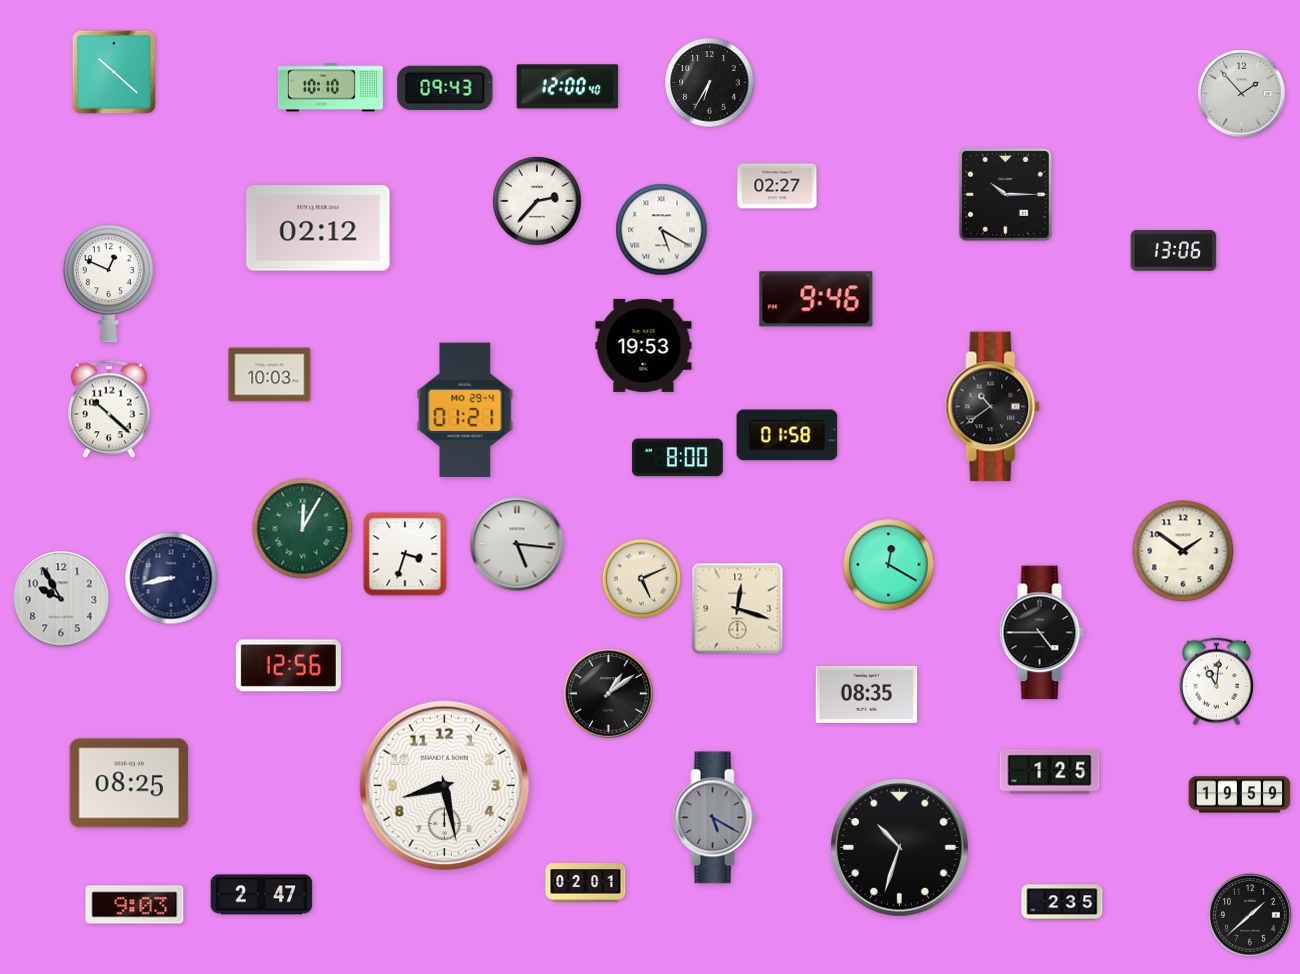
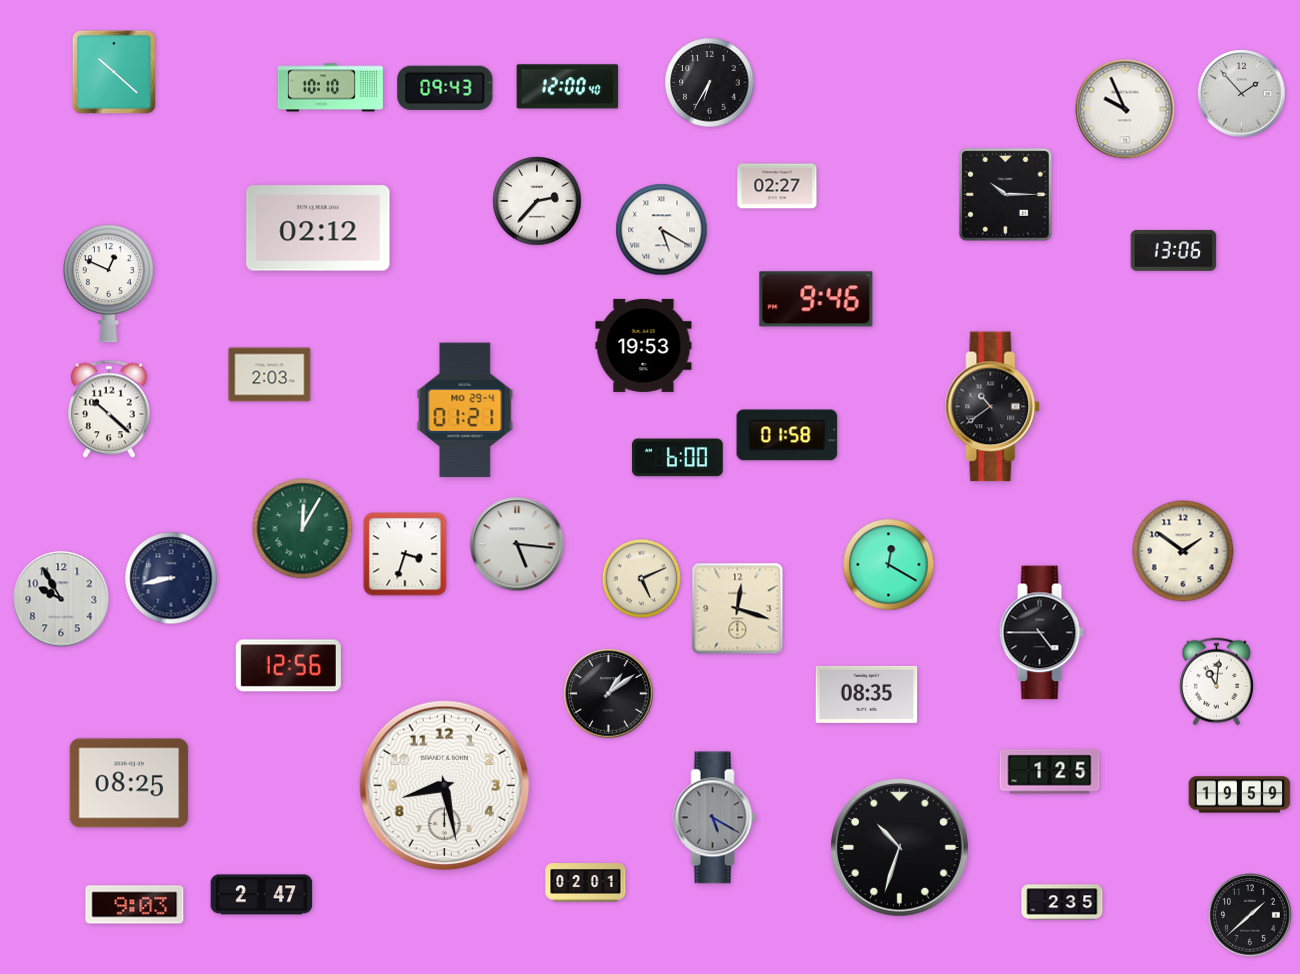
clock at (1125, 109): none -> 9:56
clock at (270, 375): 10:03 -> 2:03
clock at (677, 458): 8:00 -> 6:00
